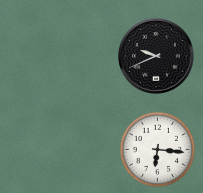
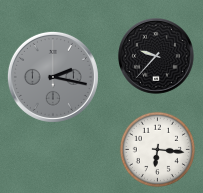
clock at (157, 57): 9:41 -> 9:37
clock at (53, 77): none -> 2:17
